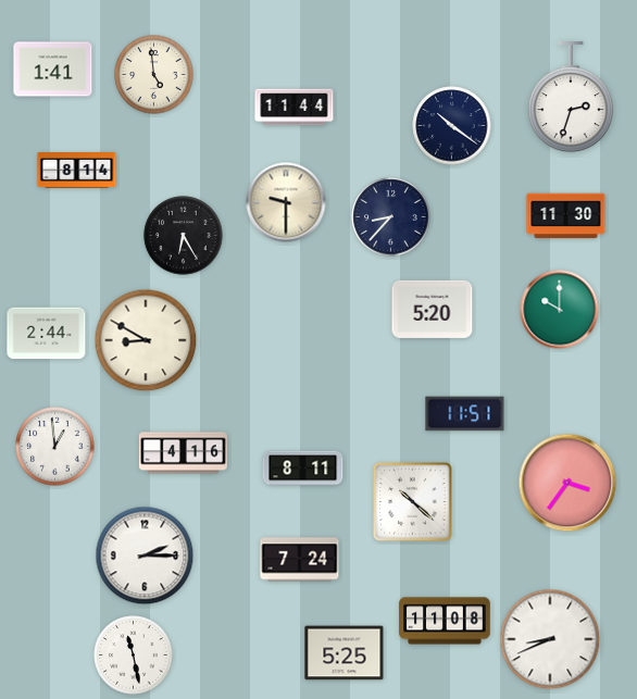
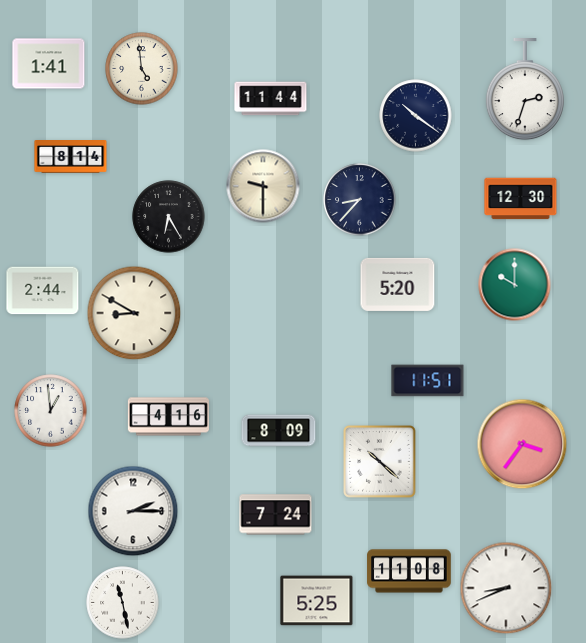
clock at (566, 216): 11:30 -> 12:30
clock at (47, 334) position: (47, 334) -> (43, 291)
clock at (303, 469): 8:11 -> 8:09
